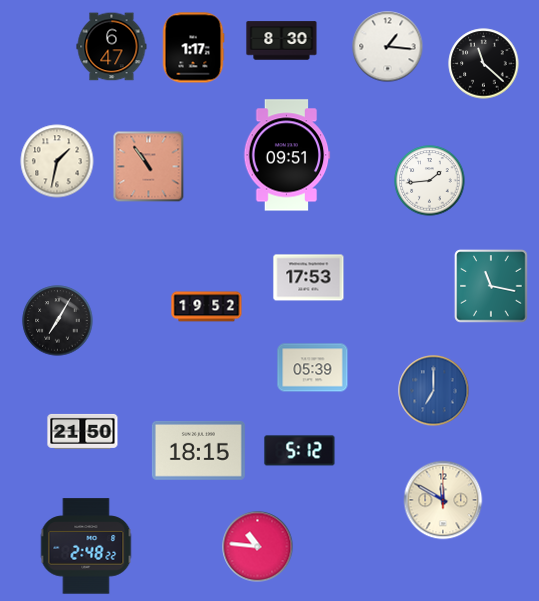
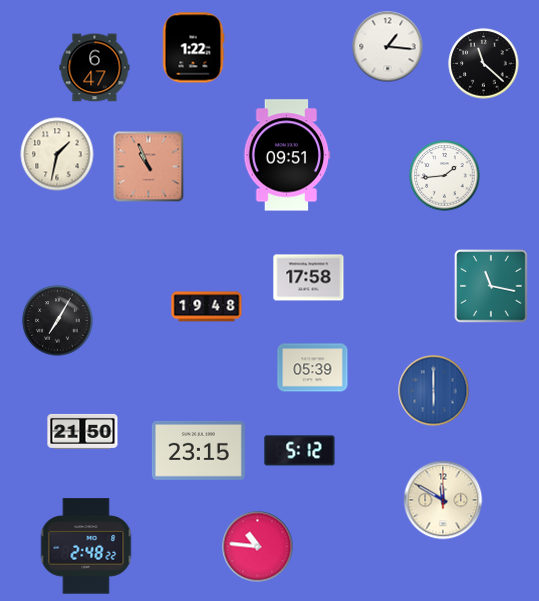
clock at (282, 41): 8:30 -> none
clock at (112, 47) position: (112, 47) -> (95, 68)
clock at (193, 48): 1:17 -> 1:22
clock at (57, 161) position: (57, 161) -> (57, 154)
clock at (149, 167): 10:54 -> 10:56
clock at (430, 181) position: (430, 181) -> (445, 176)
clock at (309, 278): 17:53 -> 17:58
clock at (207, 307): 19:52 -> 19:48
clock at (434, 391): 7:00 -> 6:00
clock at (198, 450): 18:15 -> 23:15
